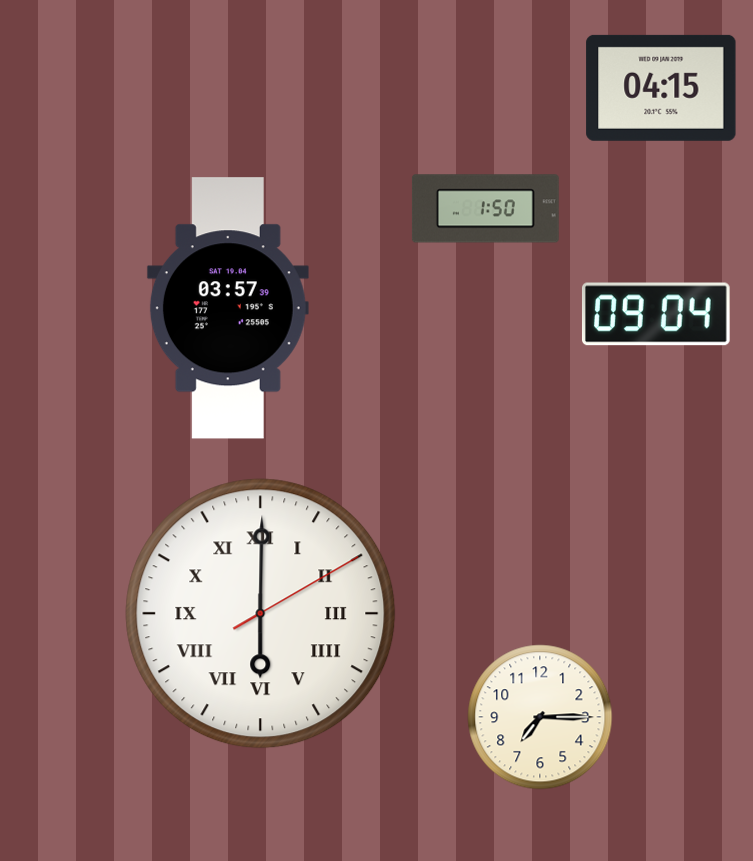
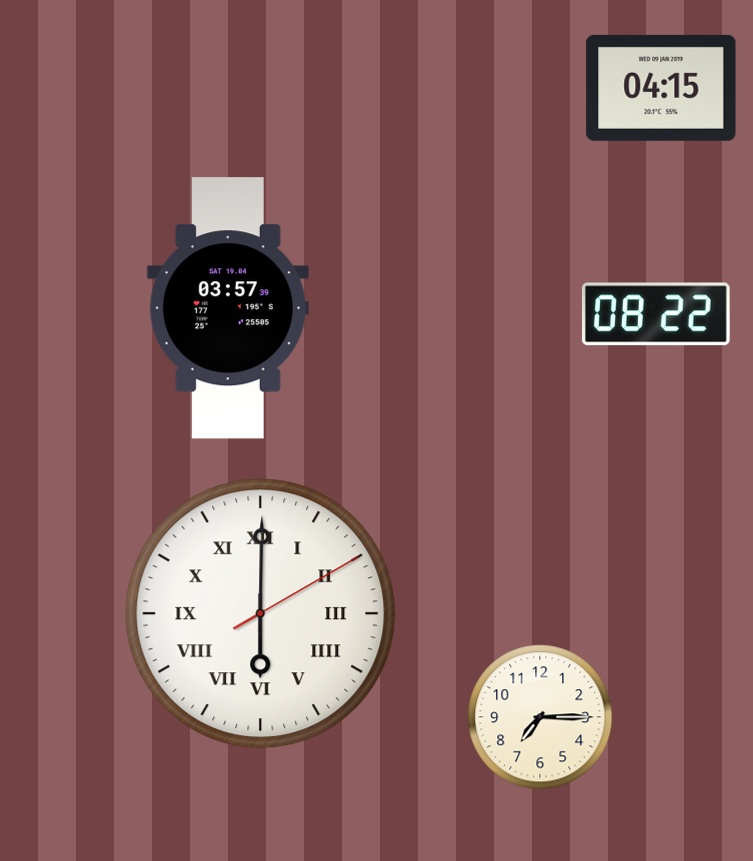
clock at (485, 209): 1:50 -> none
clock at (656, 314): 09:04 -> 08:22
